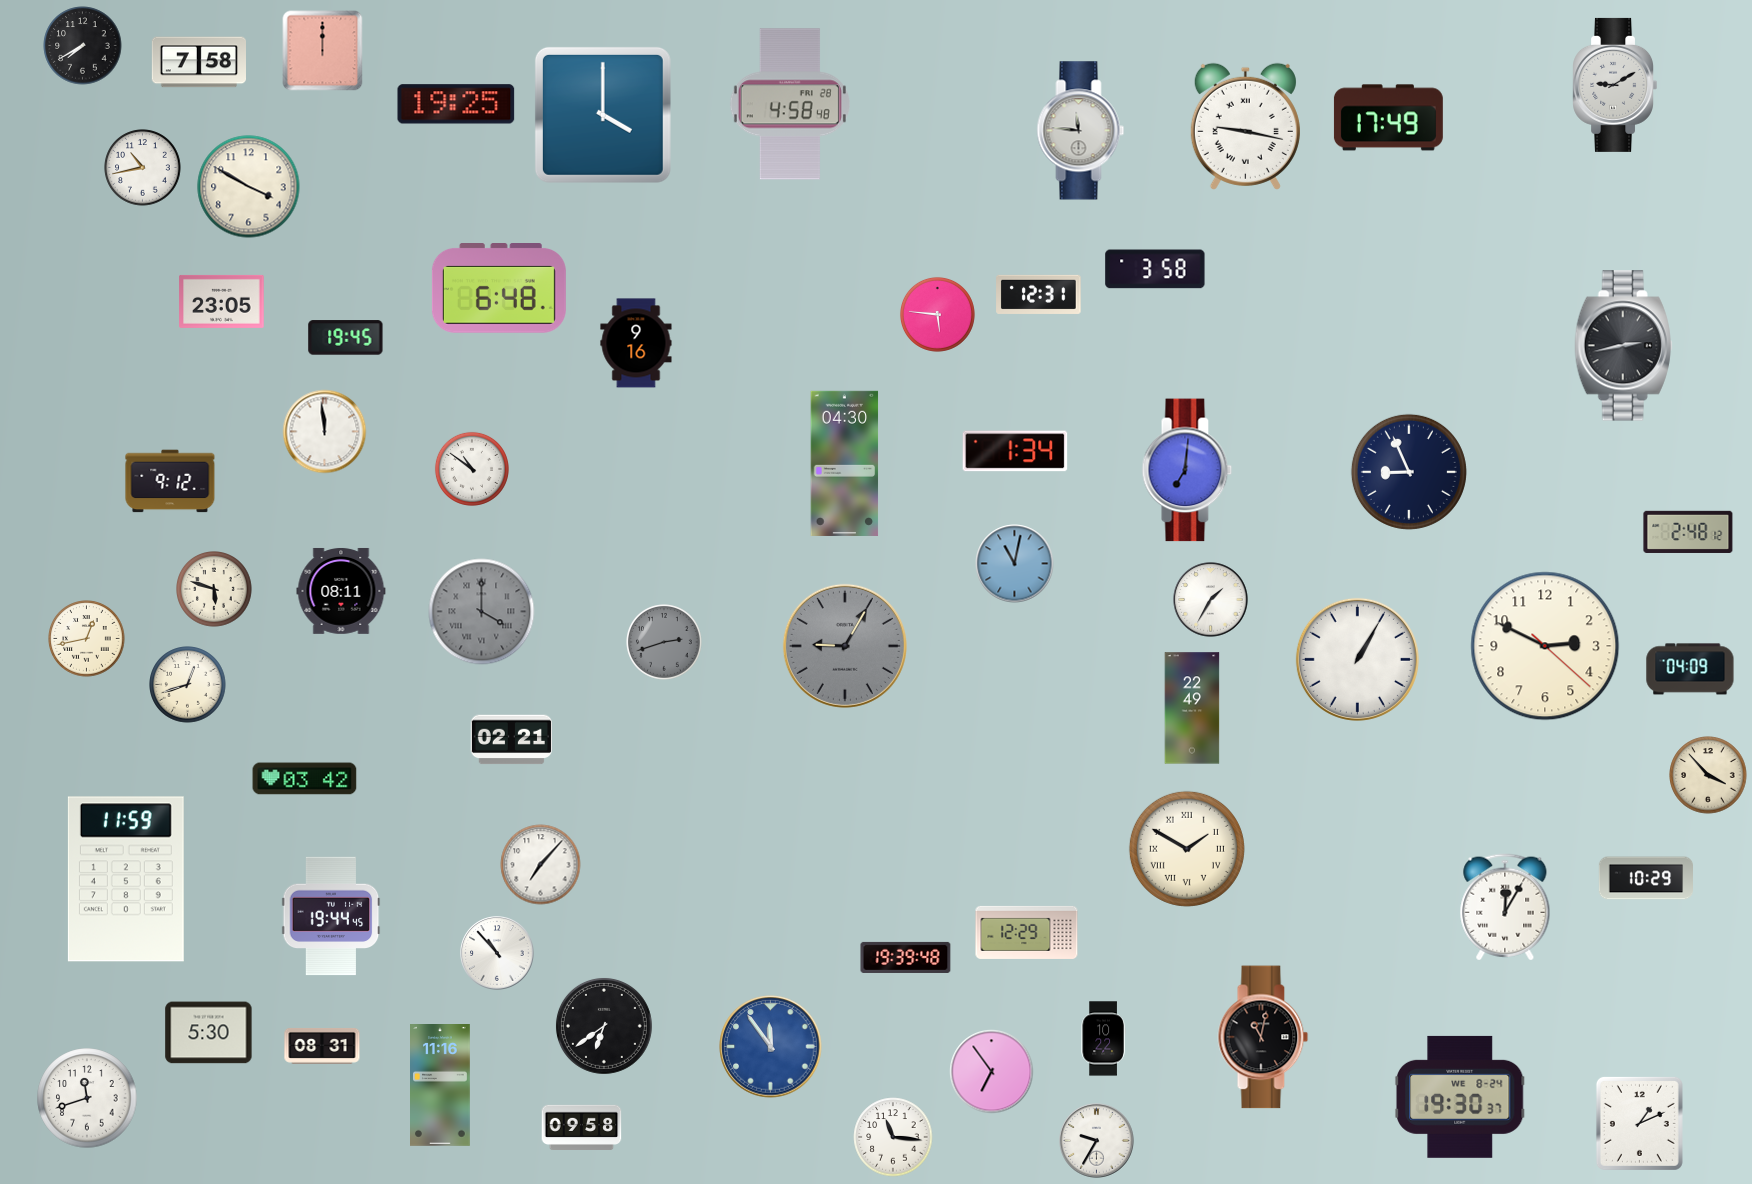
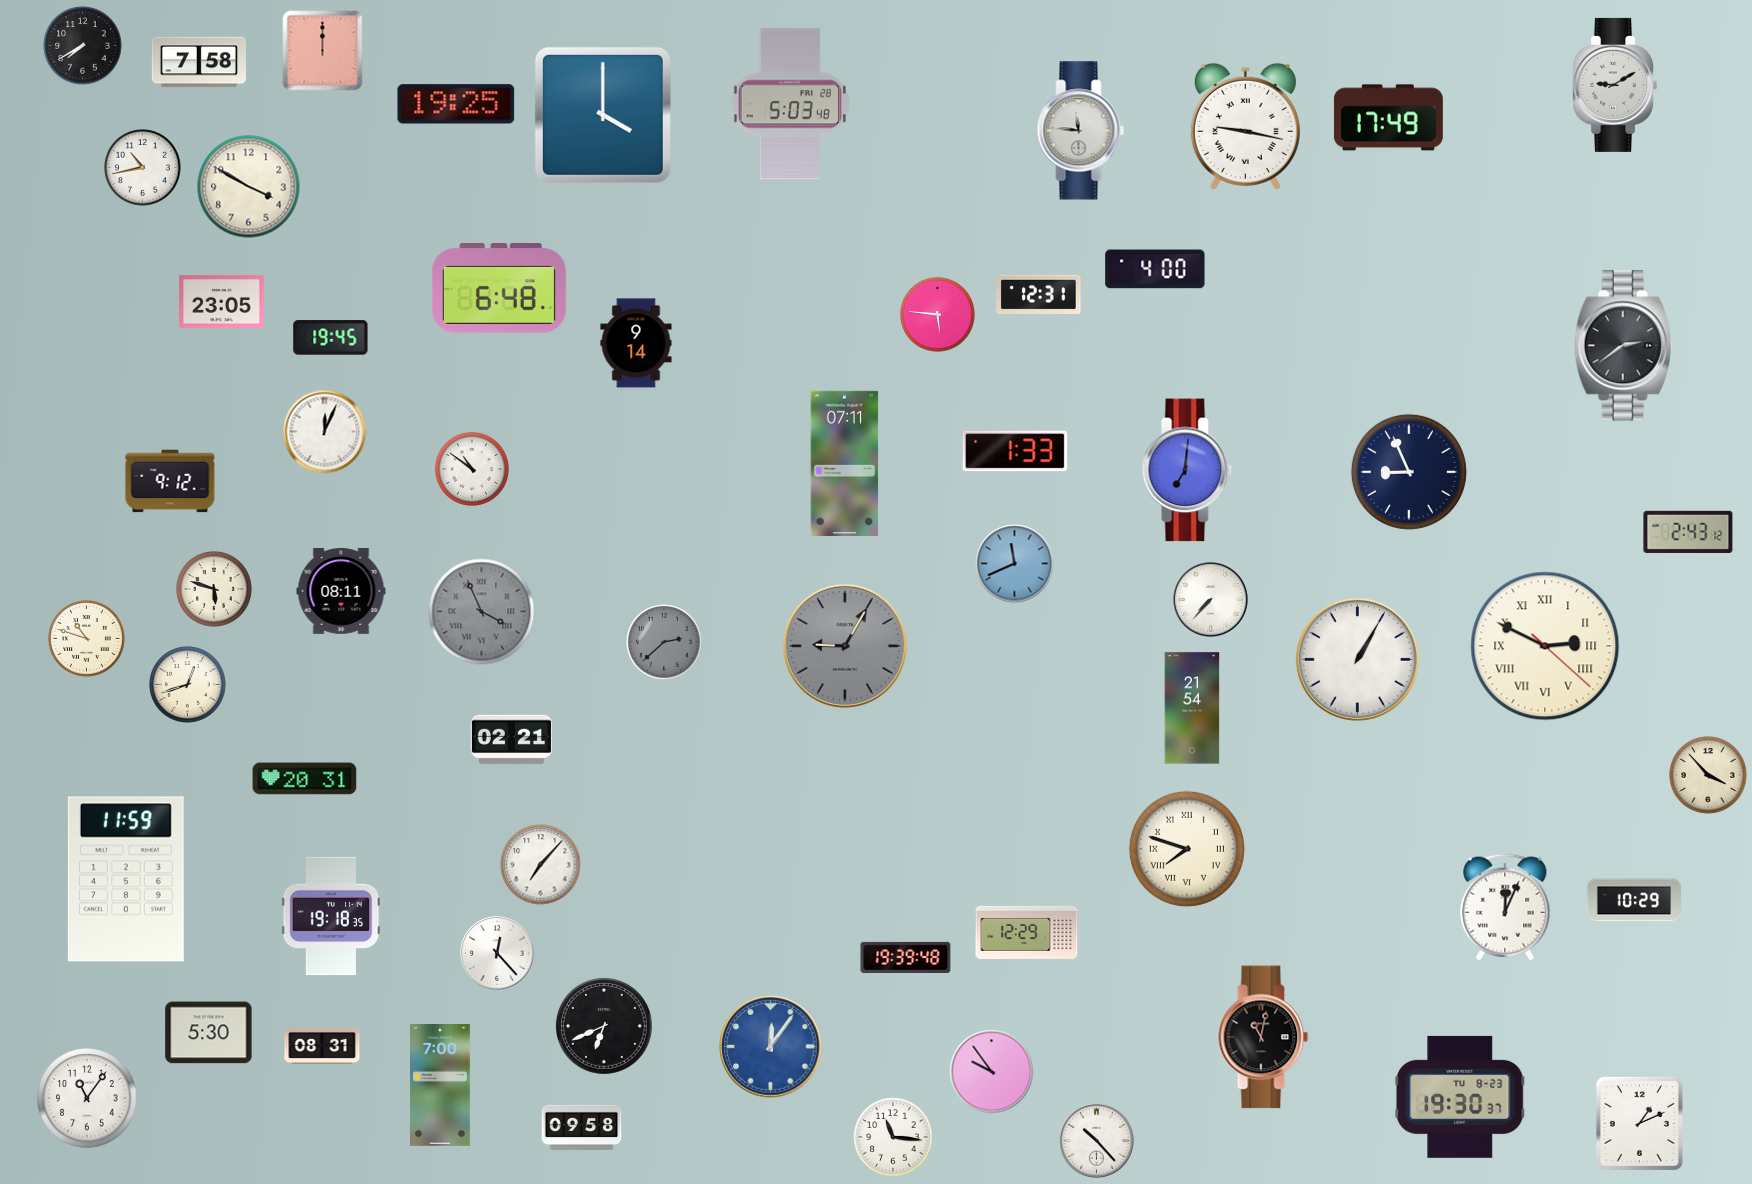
clock at (790, 104): 4:58 -> 5:03
clock at (1155, 269): 3:58 -> 4:00
clock at (346, 338) position: (346, 338) -> (331, 338)
clock at (636, 343): 9:16 -> 9:14
clock at (1623, 346): 2:43 -> 2:39
clock at (325, 432): 11:59 -> 12:04
clock at (1015, 451): 1:34 -> 1:33
clock at (845, 463): 04:30 -> 07:11
clock at (1688, 532): 2:48 -> 2:43
clock at (1015, 564): 11:02 -> 11:41
clock at (1211, 600): 1:35 -> 7:37
clock at (482, 612): 4:00 -> 3:56
clock at (87, 639): 12:43 -> 10:48
clock at (665, 643): 2:42 -> 2:38
clock at (1545, 646) numerals: Arabic -> Roman
clock at (1690, 669): 04:09 -> none
clock at (1192, 708): 22:49 -> 21:54
clock at (305, 779): 03:42 -> 20:31
clock at (1187, 849): 1:50 -> 7:48
clock at (1645, 878) position: (1645, 878) -> (1633, 900)
clock at (1505, 907): 12:05 -> 12:04
clock at (331, 916): 19:44 -> 19:18
clock at (497, 953): 10:53 -> 12:23
clock at (604, 1026): 6:39 -> 6:41
clock at (1103, 1039): 10:22 -> none
clock at (771, 1047): 11:54 -> 12:06
clock at (992, 1072): 6:54 -> 9:54
clock at (441, 1086): 11:16 -> 7:00
clock at (1460, 1097) date: WE 8-24 -> TU 8-23
clock at (87, 1098): 11:42 -> 11:06
clock at (1097, 1141): 9:35 -> 10:23
